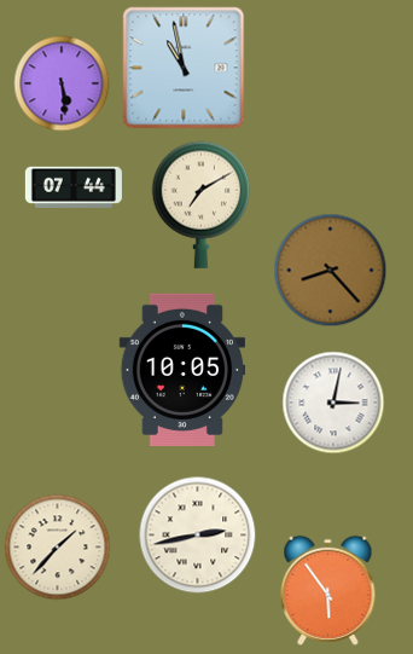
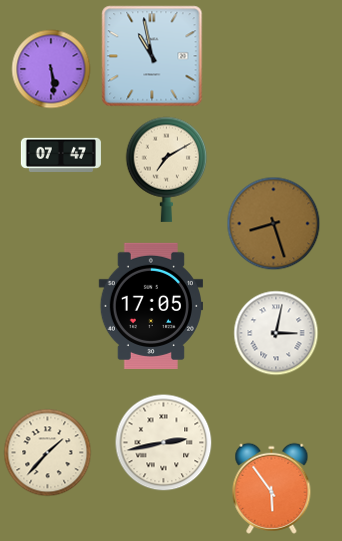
clock at (74, 187): 07:44 -> 07:47
clock at (331, 271): 8:23 -> 8:27
clock at (181, 370): 10:05 -> 17:05
